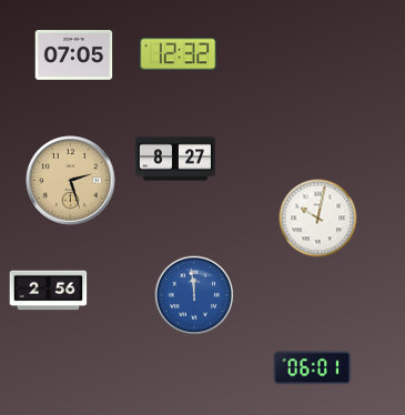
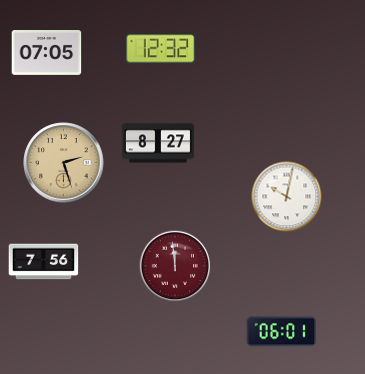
clock at (74, 55) position: (74, 55) -> (47, 53)
clock at (49, 291): 2:56 -> 7:56
clock at (194, 295) dial: blue -> burgundy
